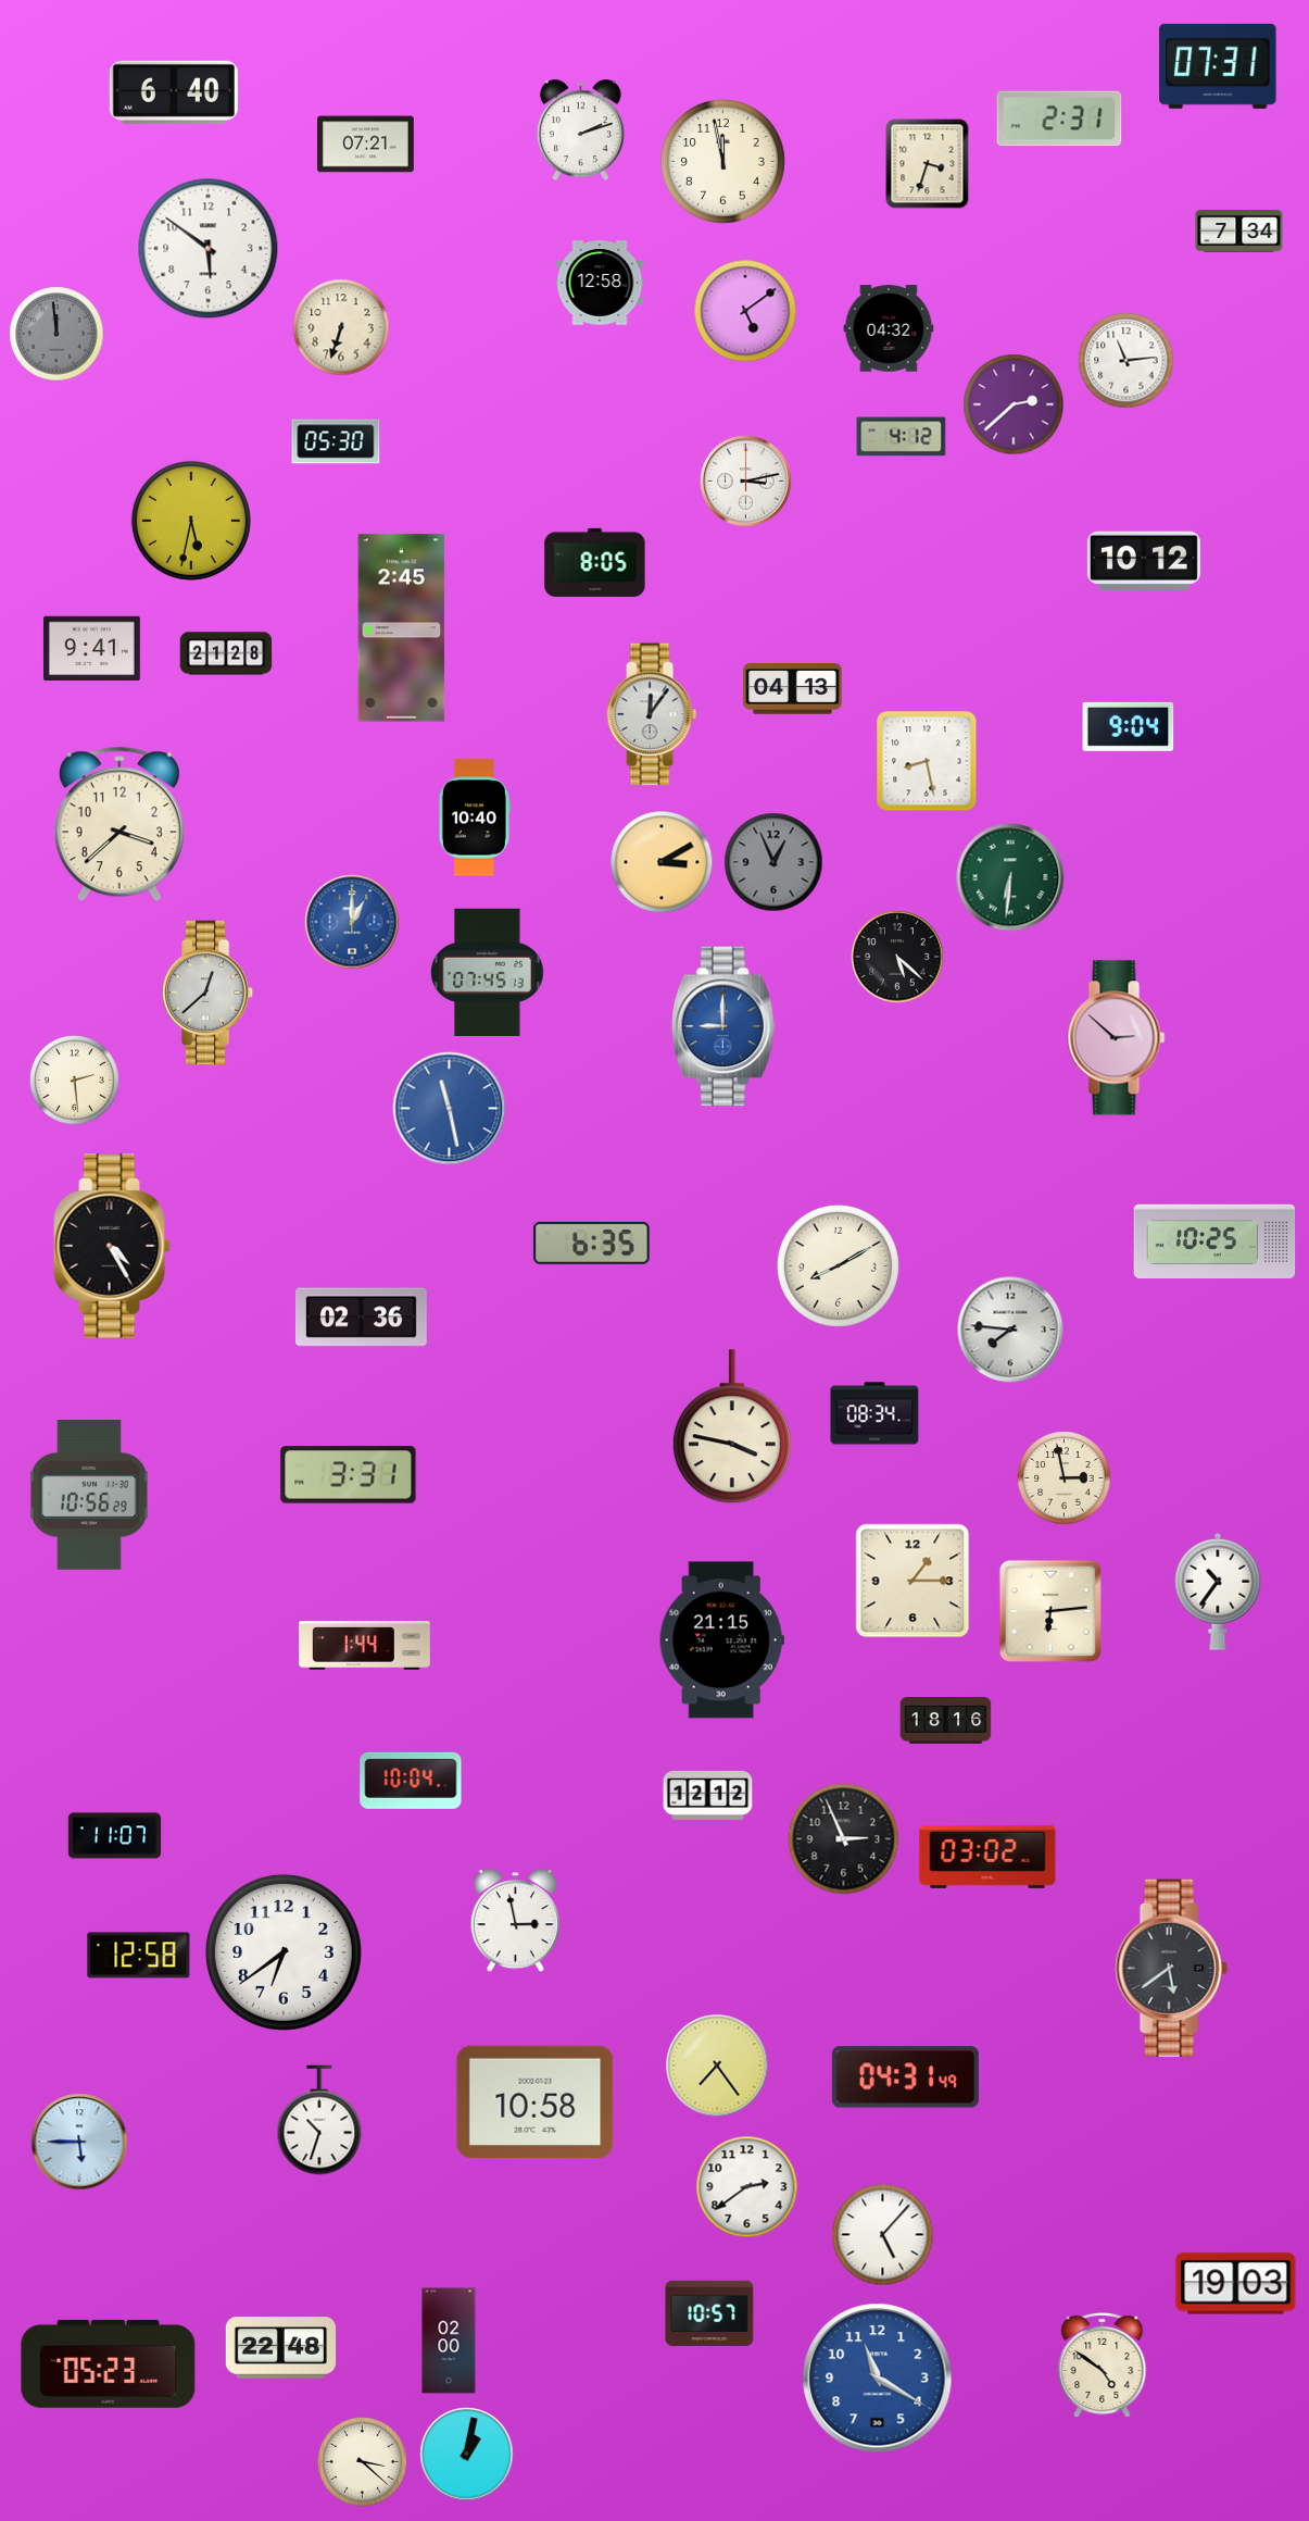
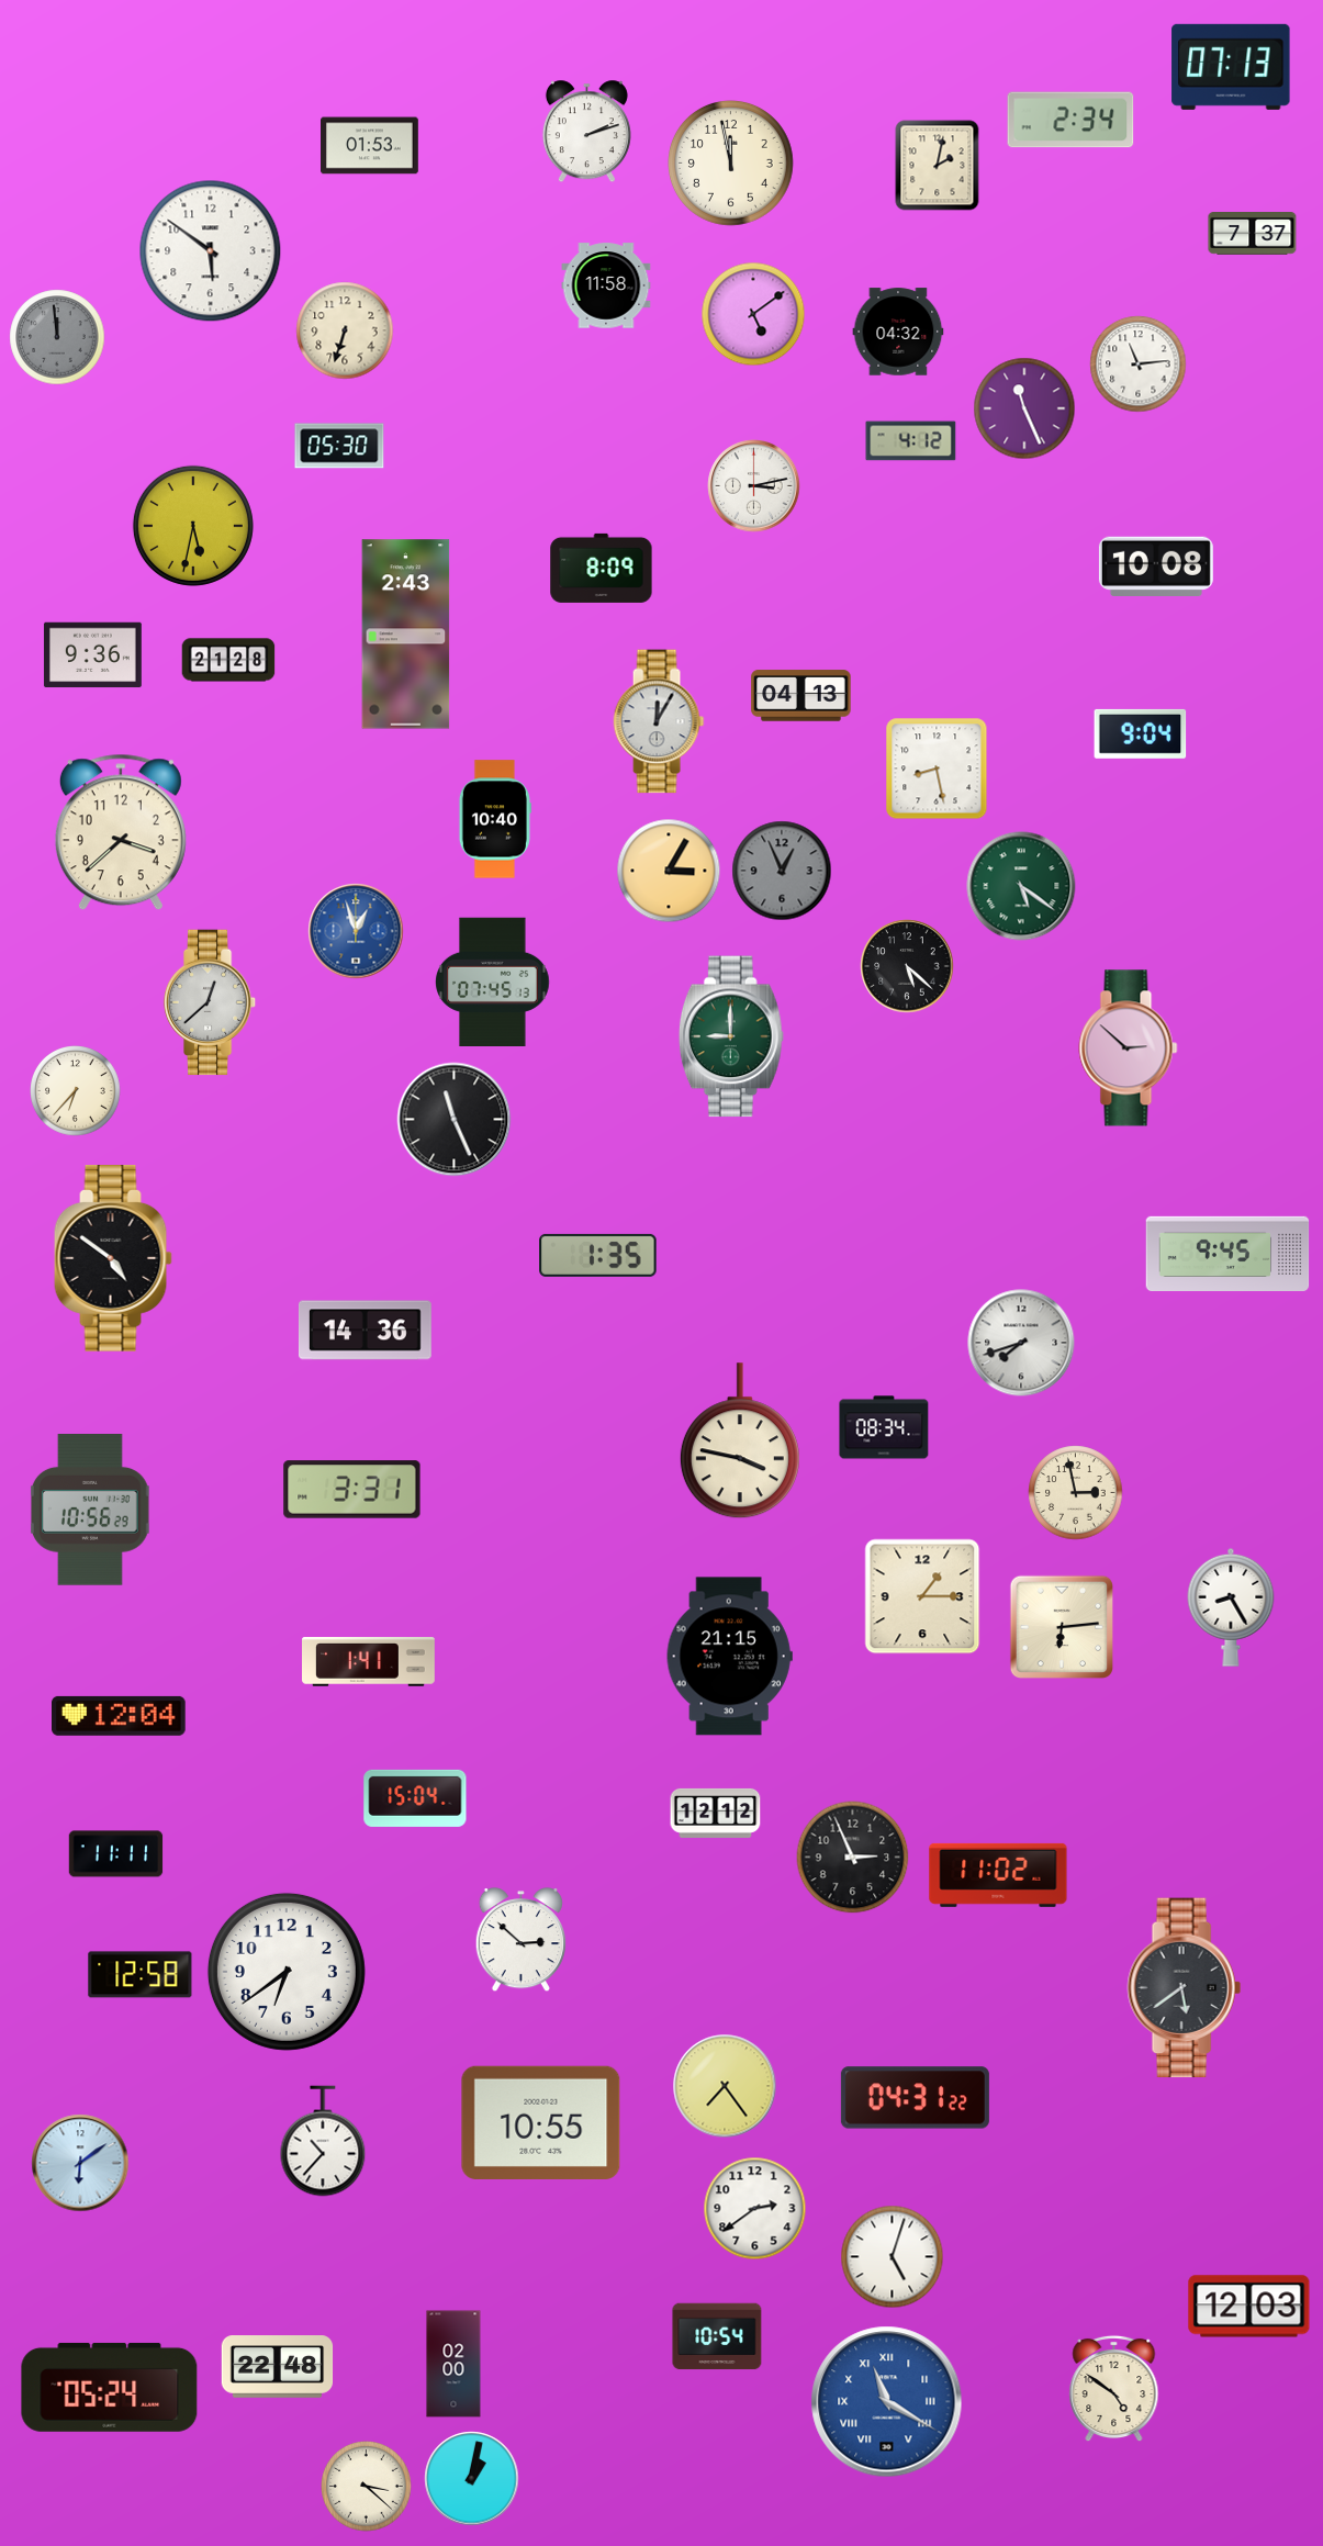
clock at (1218, 66): 07:31 -> 07:13
clock at (174, 92): 6:40 -> none
clock at (1059, 118): 2:31 -> 2:34
clock at (366, 145): 07:21 -> 01:53
clock at (928, 164): 3:33 -> 2:02
clock at (1239, 232): 7:34 -> 7:37
clock at (600, 283): 12:58 -> 11:58
clock at (1014, 404): 2:38 -> 11:26
clock at (1144, 561): 10:12 -> 10:08
clock at (595, 562): 8:05 -> 8:09
clock at (402, 628): 2:45 -> 2:43
clock at (91, 649): 9:41 -> 9:36
clock at (652, 714): 12:06 -> 12:05
clock at (475, 818) position: (475, 818) -> (495, 819)
clock at (662, 862): 3:10 -> 3:05
clock at (1010, 877): 6:31 -> 5:21
clock at (352, 922): 1:00 -> 12:57
clock at (723, 1026) dial: blue -> green
clock at (75, 1081): 2:29 -> 6:37
clock at (450, 1109): 11:28 -> 11:26
clock at (450, 1109) dial: blue -> black
clock at (1214, 1240): 10:25 -> 9:45
clock at (592, 1243): 6:35 -> 1:35
clock at (112, 1247): 4:25 -> 4:51
clock at (838, 1265): 8:10 -> none
clock at (361, 1318): 02:36 -> 14:36
clock at (1010, 1330): 7:46 -> 7:42
clock at (1218, 1592): 10:36 -> 8:25
clock at (365, 1646): 1:44 -> 1:41
clock at (120, 1716): none -> 12:04
clock at (946, 1721): 18:16 -> none
clock at (411, 1781): 10:04 -> 15:04
clock at (115, 1836): 11:07 -> 11:11
clock at (987, 1857): 03:02 -> 11:02
clock at (515, 1921): 2:58 -> 2:52
clock at (905, 2077): 04:31:49 -> 04:31:22
clock at (536, 2101): 10:58 -> 10:55
clock at (319, 2120): 10:33 -> 10:37
clock at (79, 2142): 5:45 -> 6:09
clock at (883, 2235): 5:07 -> 5:03
clock at (1236, 2284): 19:03 -> 12:03
clock at (709, 2313): 10:57 -> 10:54
clock at (281, 2348) position: (281, 2348) -> (278, 2367)
clock at (109, 2363): 05:23 -> 05:24
clock at (878, 2379) numerals: Arabic -> Roman
